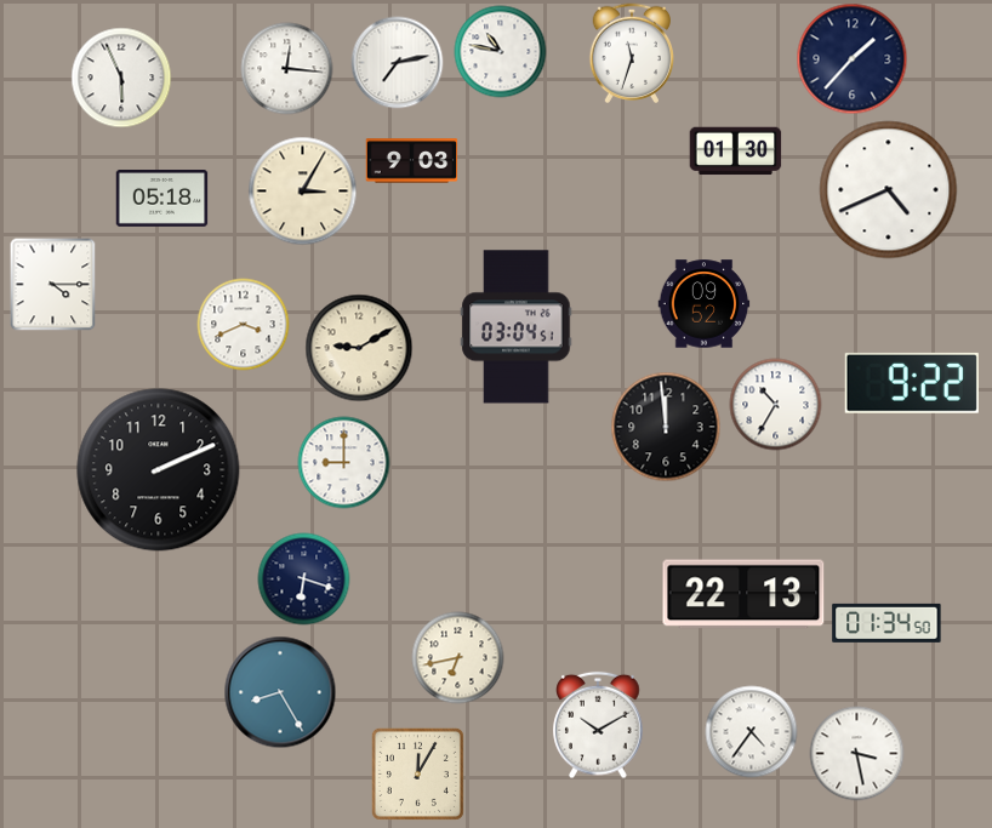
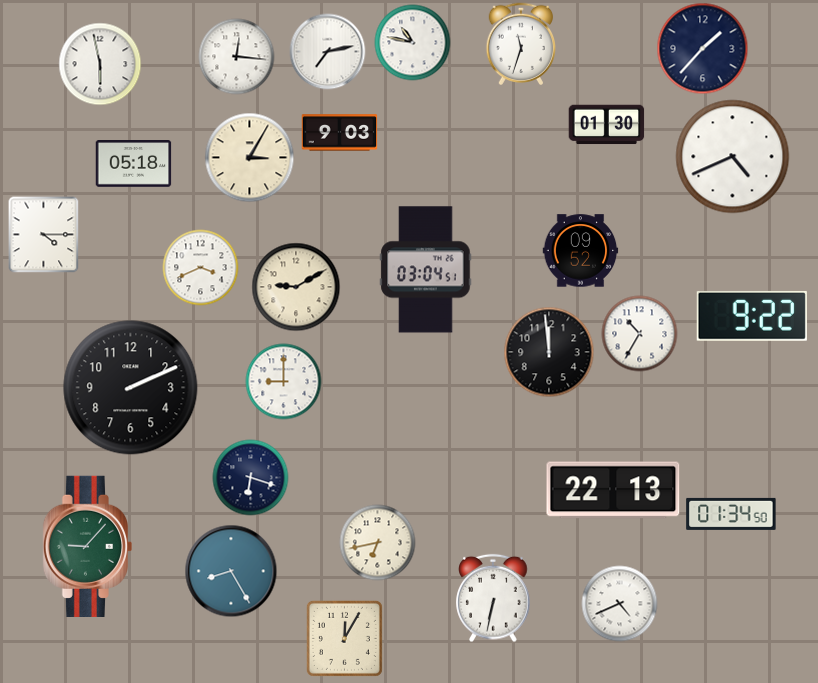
clock at (121, 78): 5:56 -> 5:58
clock at (88, 546): none -> 9:07
clock at (598, 725): 10:10 -> 6:32
clock at (752, 732): 4:36 -> 4:41
clock at (857, 754): 3:28 -> none
